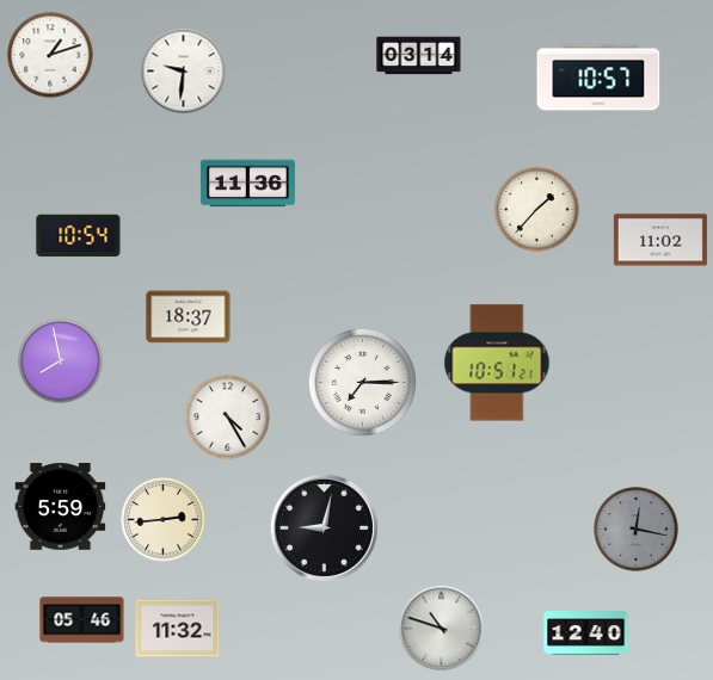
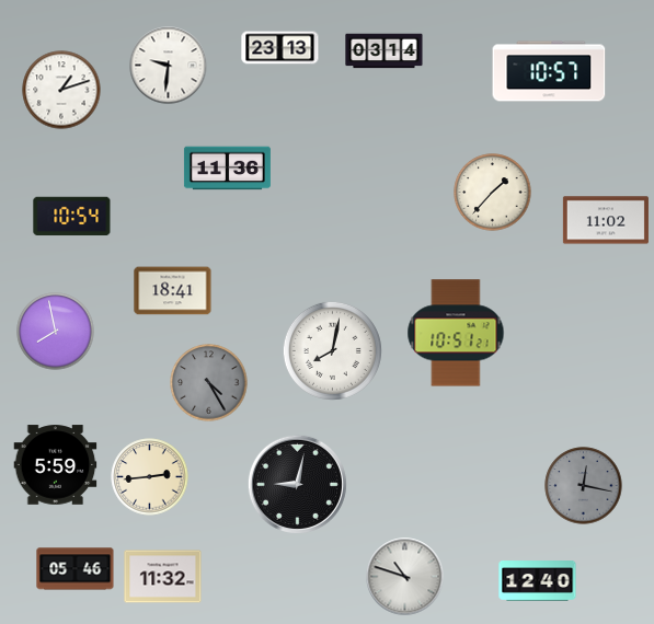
clock at (280, 48): none -> 23:13
clock at (50, 55) position: (50, 55) -> (61, 90)
clock at (189, 317): 18:37 -> 18:41
clock at (362, 382): 7:15 -> 8:02
clock at (228, 418) dial: white -> grey
